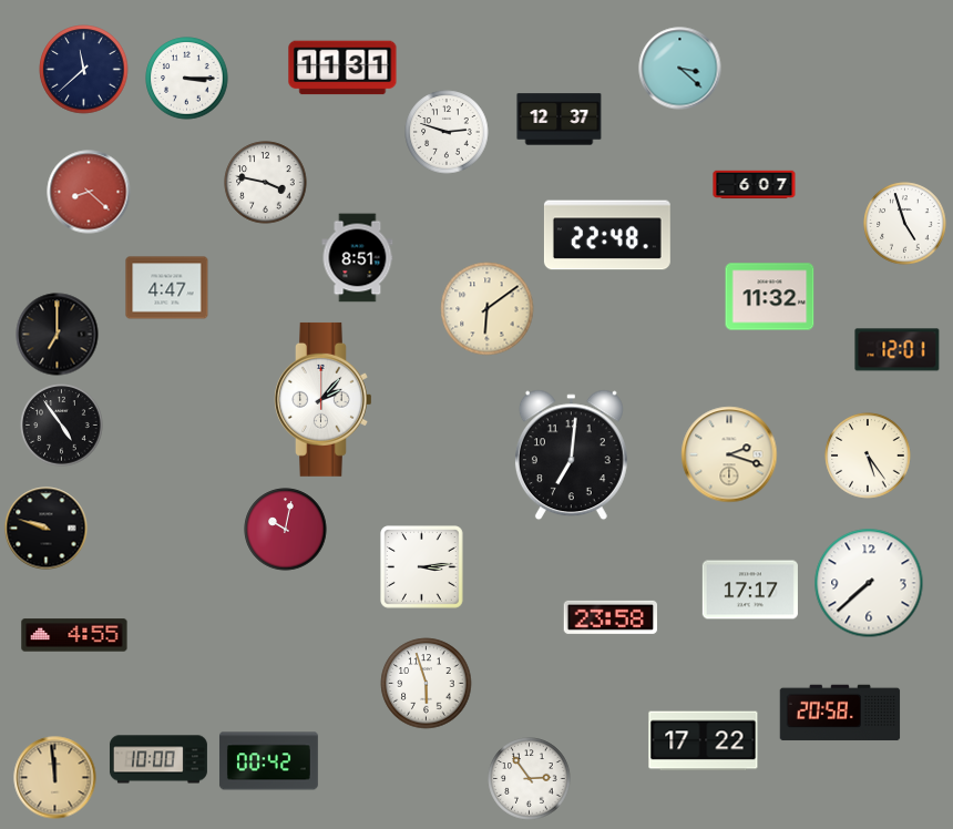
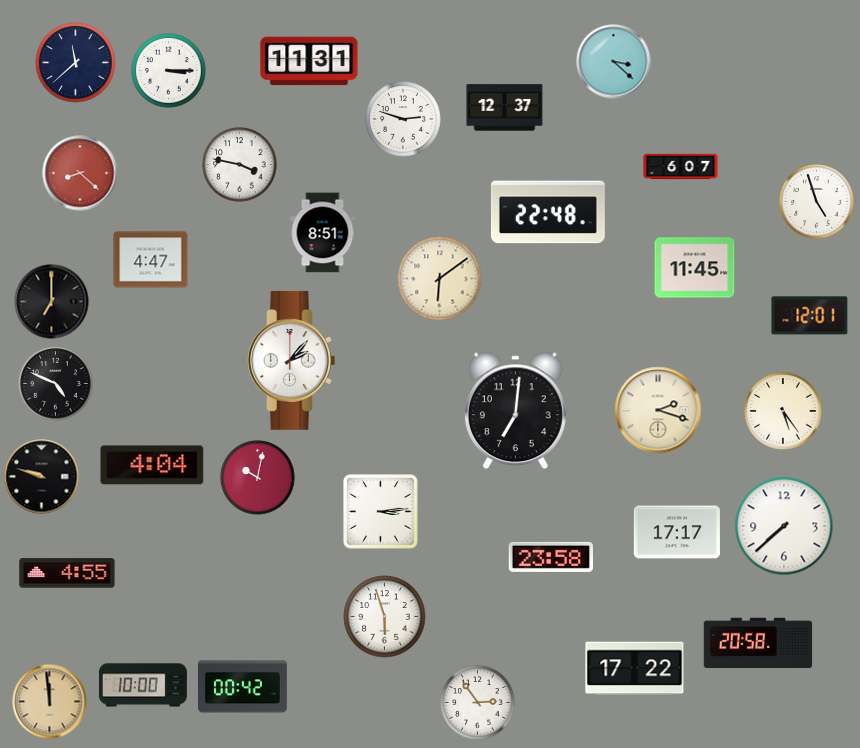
clock at (770, 297): 11:32 -> 11:45
clock at (62, 426): 4:54 -> 4:49
clock at (152, 465): none -> 4:04
